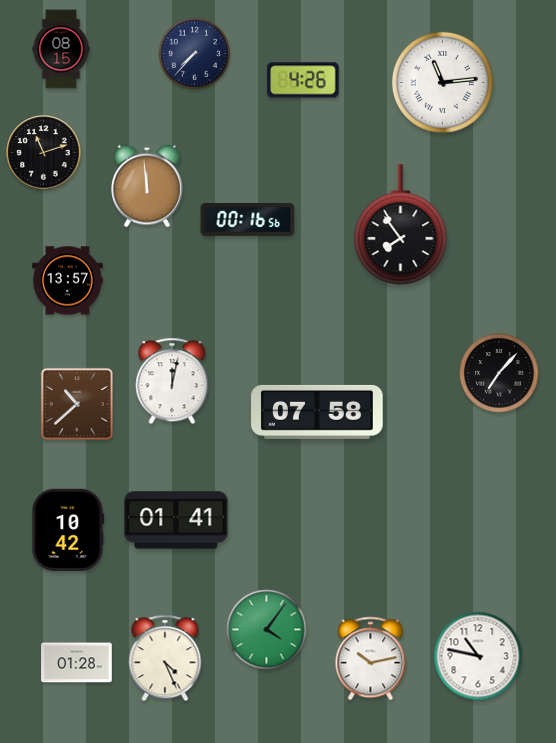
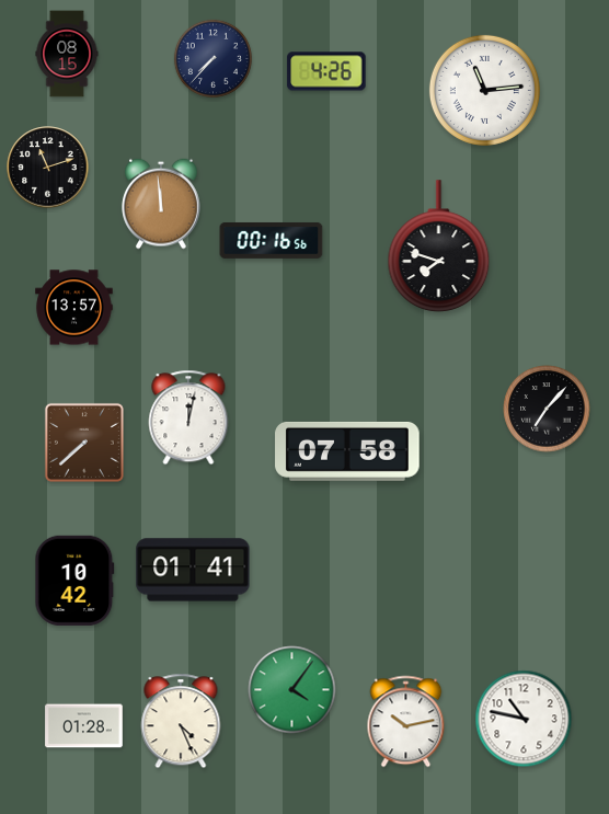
clock at (303, 80) position: (303, 80) -> (326, 71)
clock at (401, 225): 7:54 -> 7:48
clock at (77, 404): 10:38 -> 7:38
